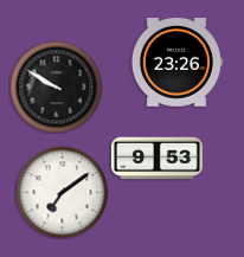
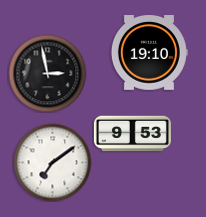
clock at (176, 63): 23:26 -> 19:10
clock at (56, 86): 9:50 -> 2:58
